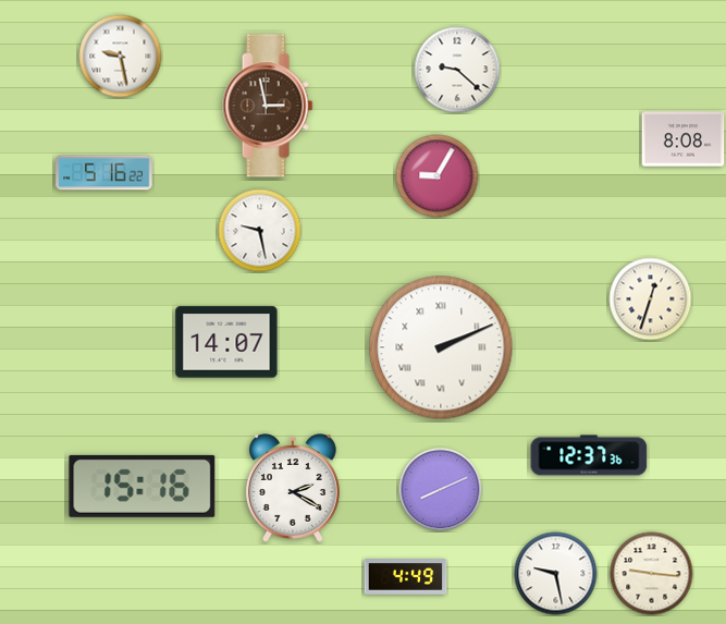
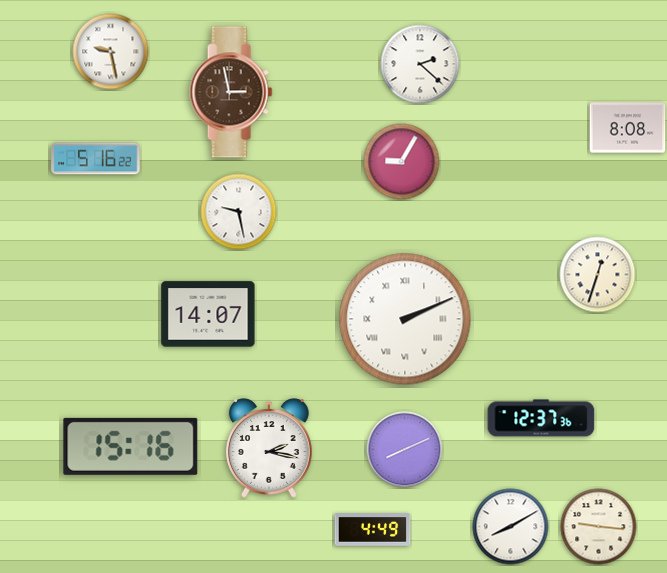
clock at (457, 70): 9:22 -> 2:22
clock at (268, 106) position: (268, 106) -> (231, 92)
clock at (293, 488): 2:20 -> 2:17
clock at (556, 574): 9:28 -> 8:10
